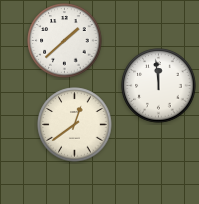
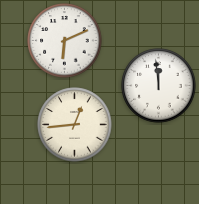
clock at (65, 41): 1:38 -> 6:11
clock at (75, 125): 12:39 -> 12:44
